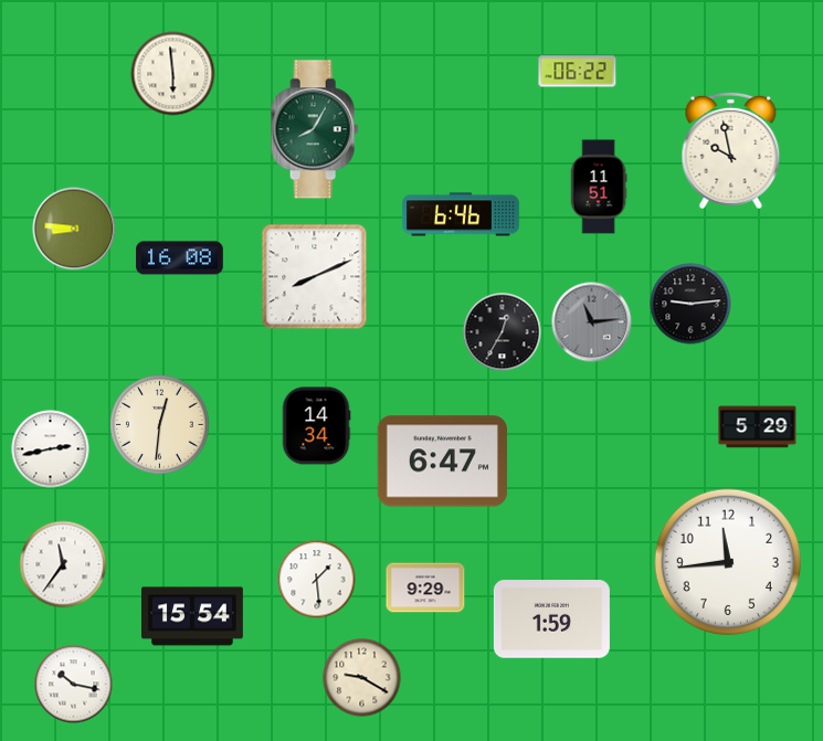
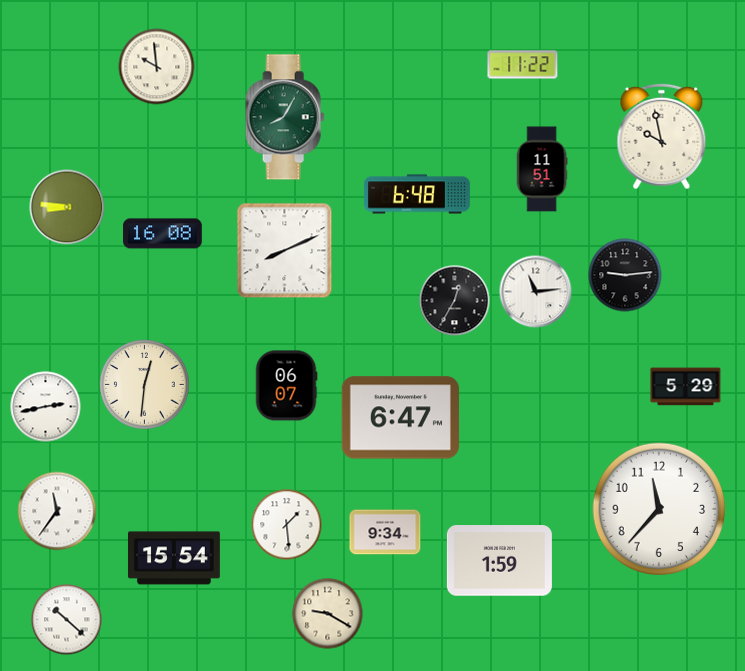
clock at (578, 72): 06:22 -> 11:22
clock at (173, 74): 5:59 -> 9:59
clock at (461, 214): 6:46 -> 6:48
clock at (592, 322) dial: grey -> white
clock at (316, 426): 14:34 -> 06:07
clock at (728, 562): 11:44 -> 11:37
clock at (425, 587): 9:29 -> 9:34
clock at (74, 685): 10:17 -> 10:22
